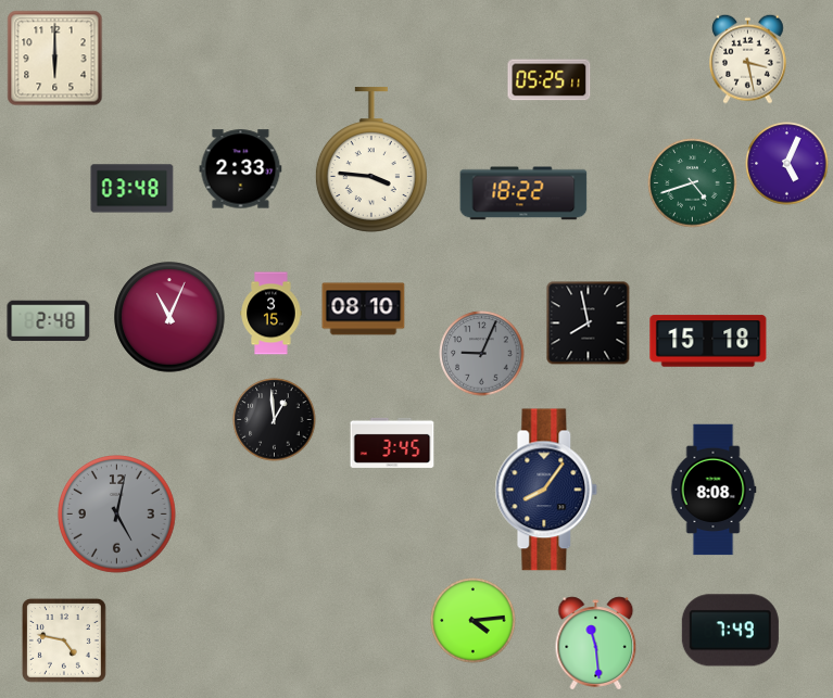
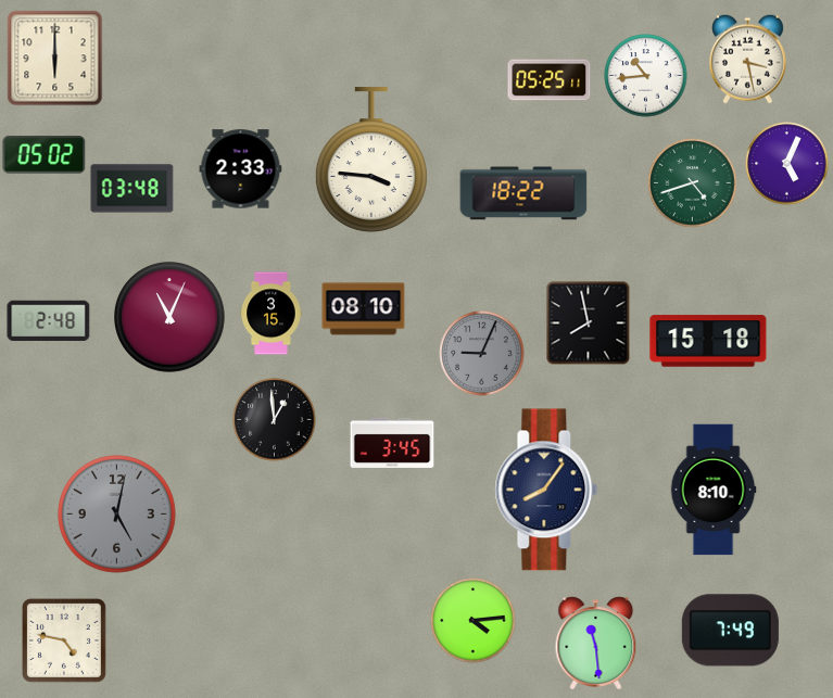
clock at (646, 76): none -> 10:44
clock at (45, 155): none -> 05:02
clock at (714, 490): 8:08 -> 8:10
